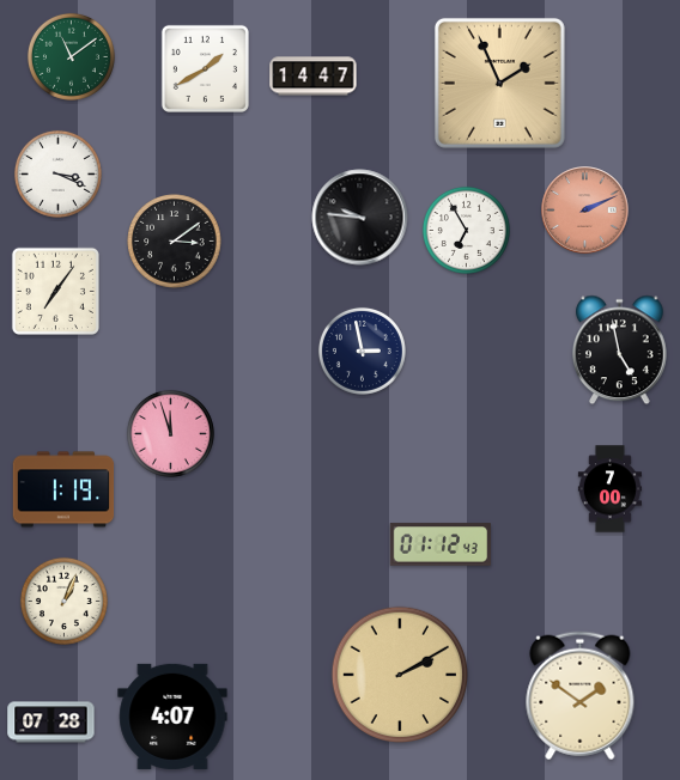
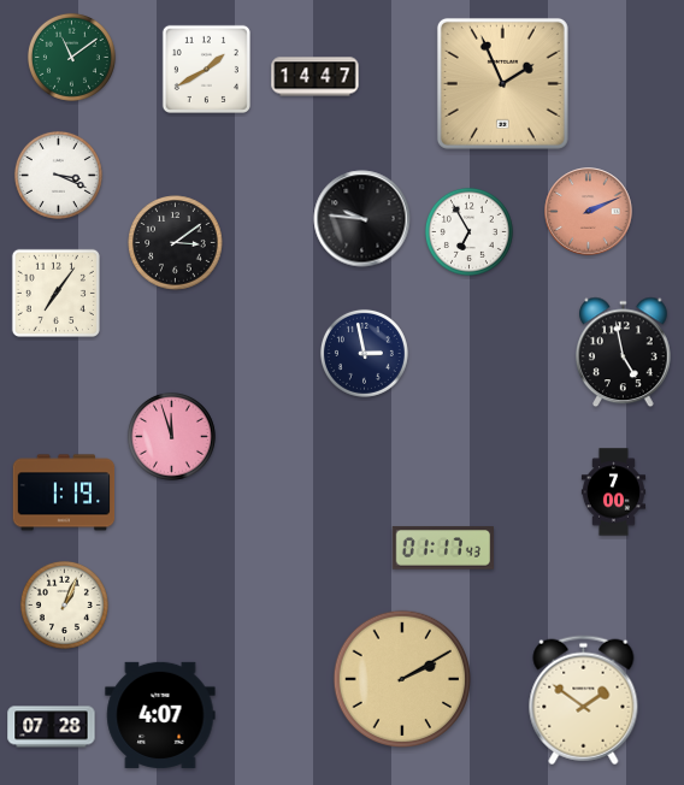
clock at (441, 544): 01:12 -> 01:17
clock at (172, 717) position: (172, 717) -> (160, 715)
